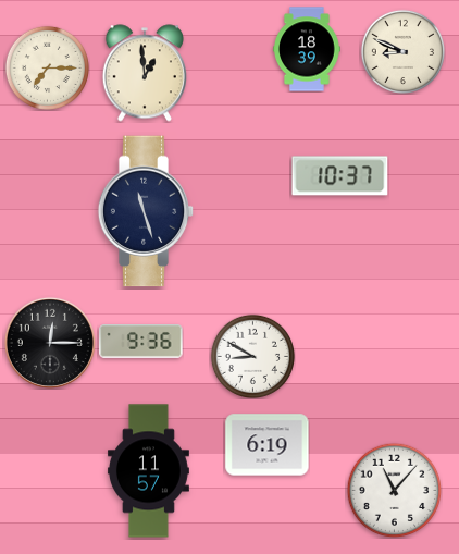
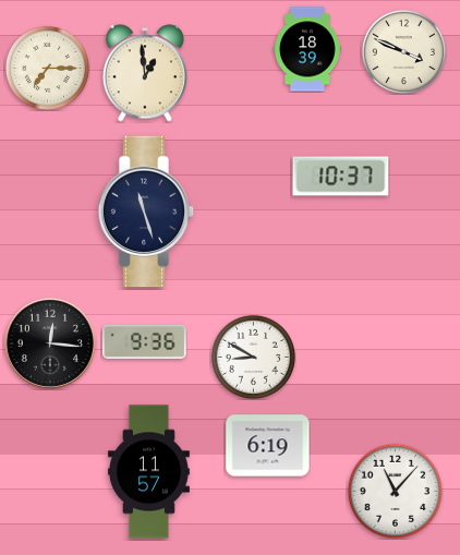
clock at (402, 51): 8:49 -> 3:49
clock at (141, 342) position: (141, 342) -> (145, 342)
clock at (50, 343): 12:15 -> 12:16
